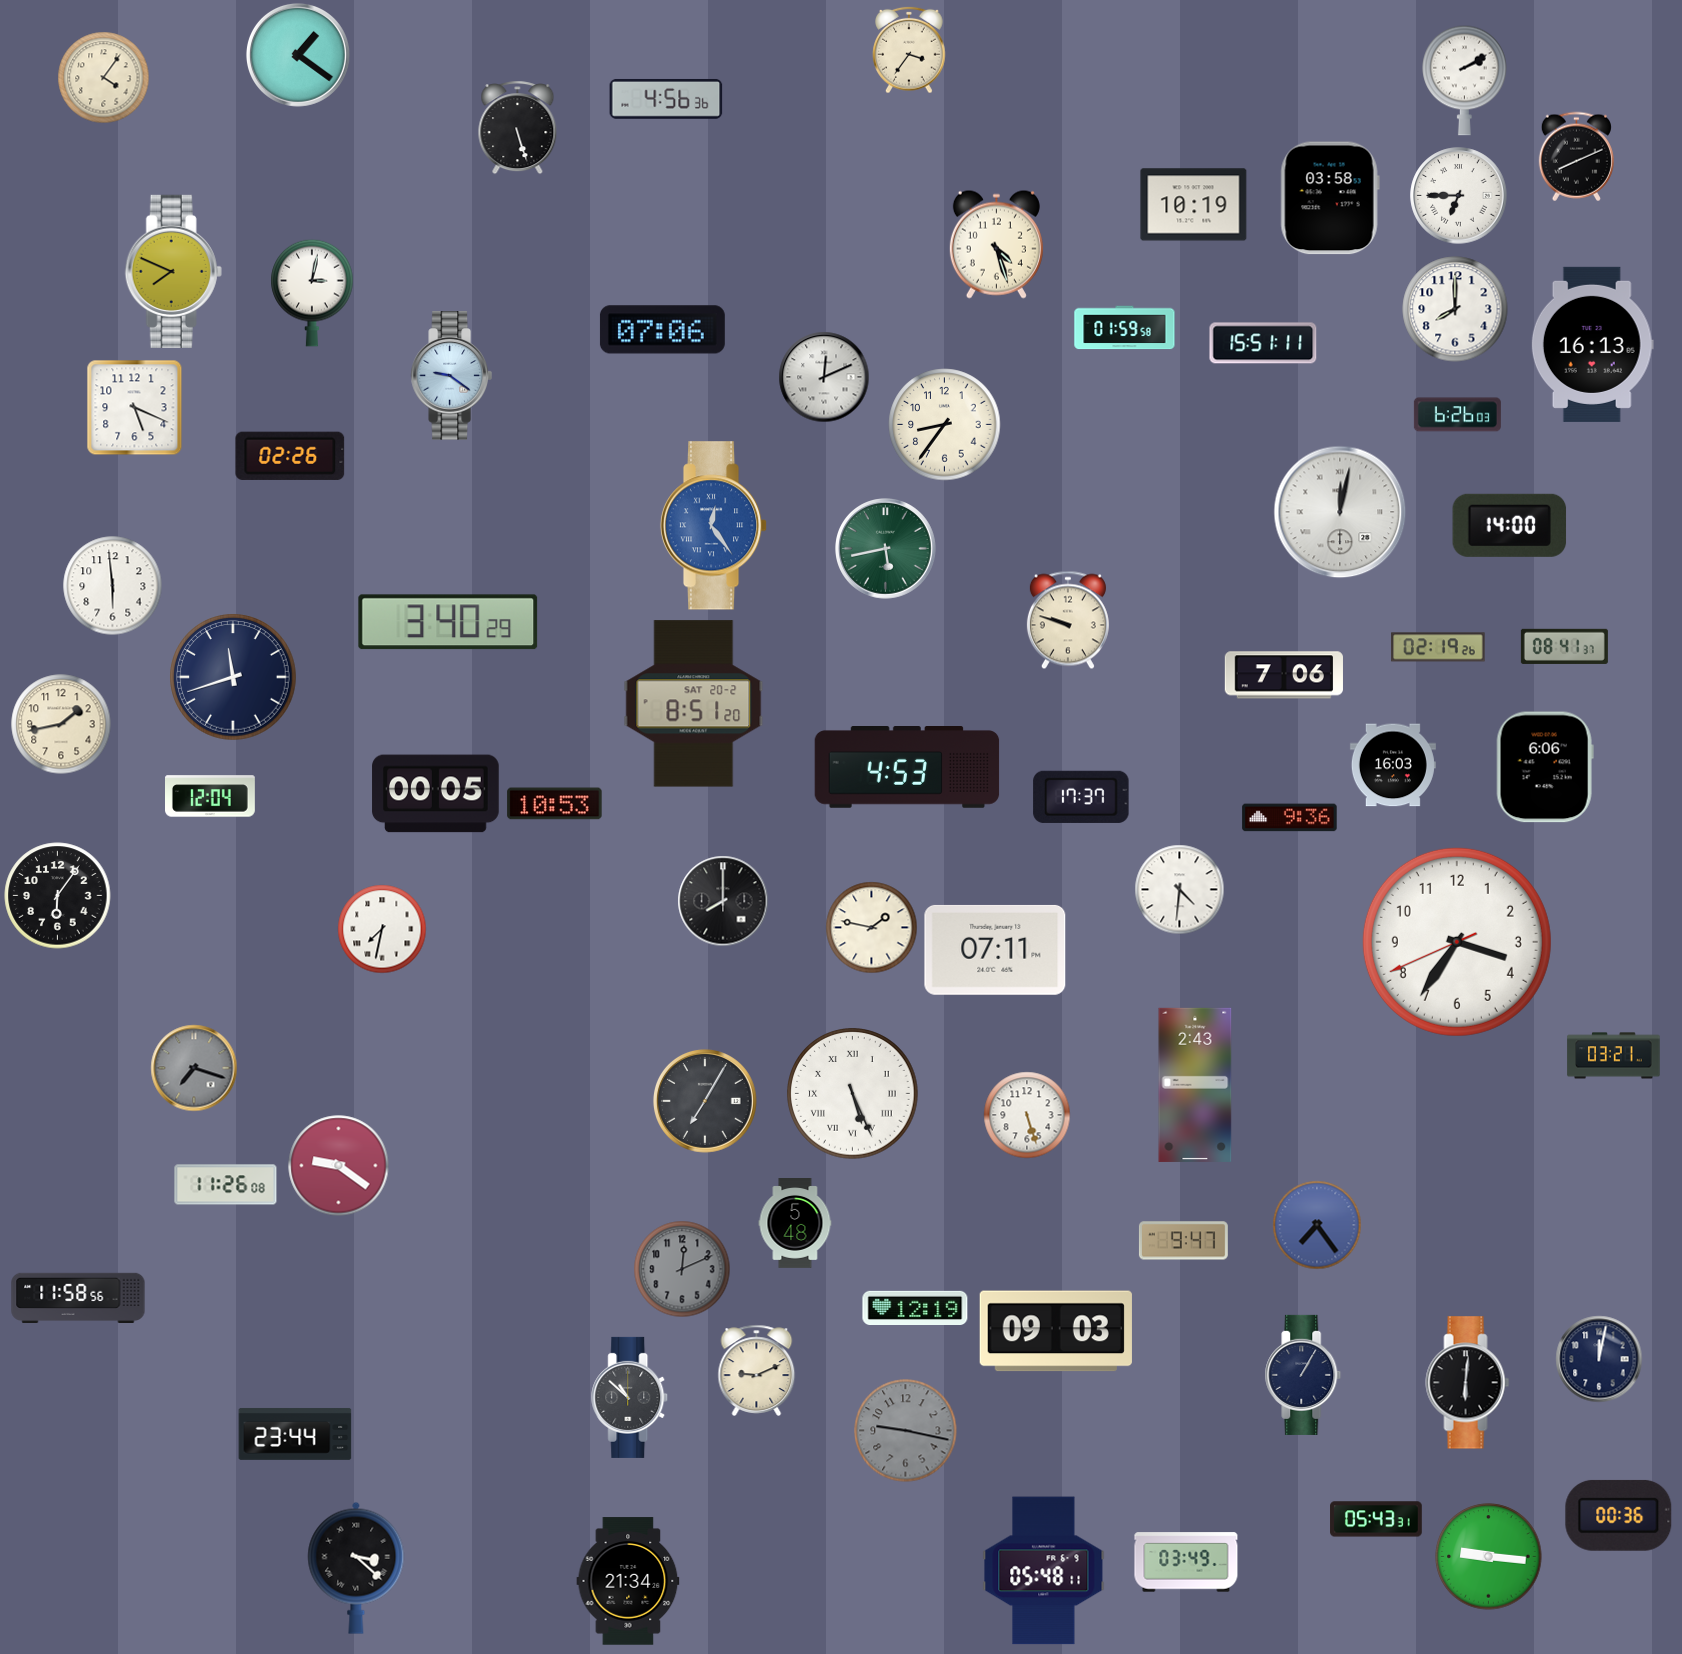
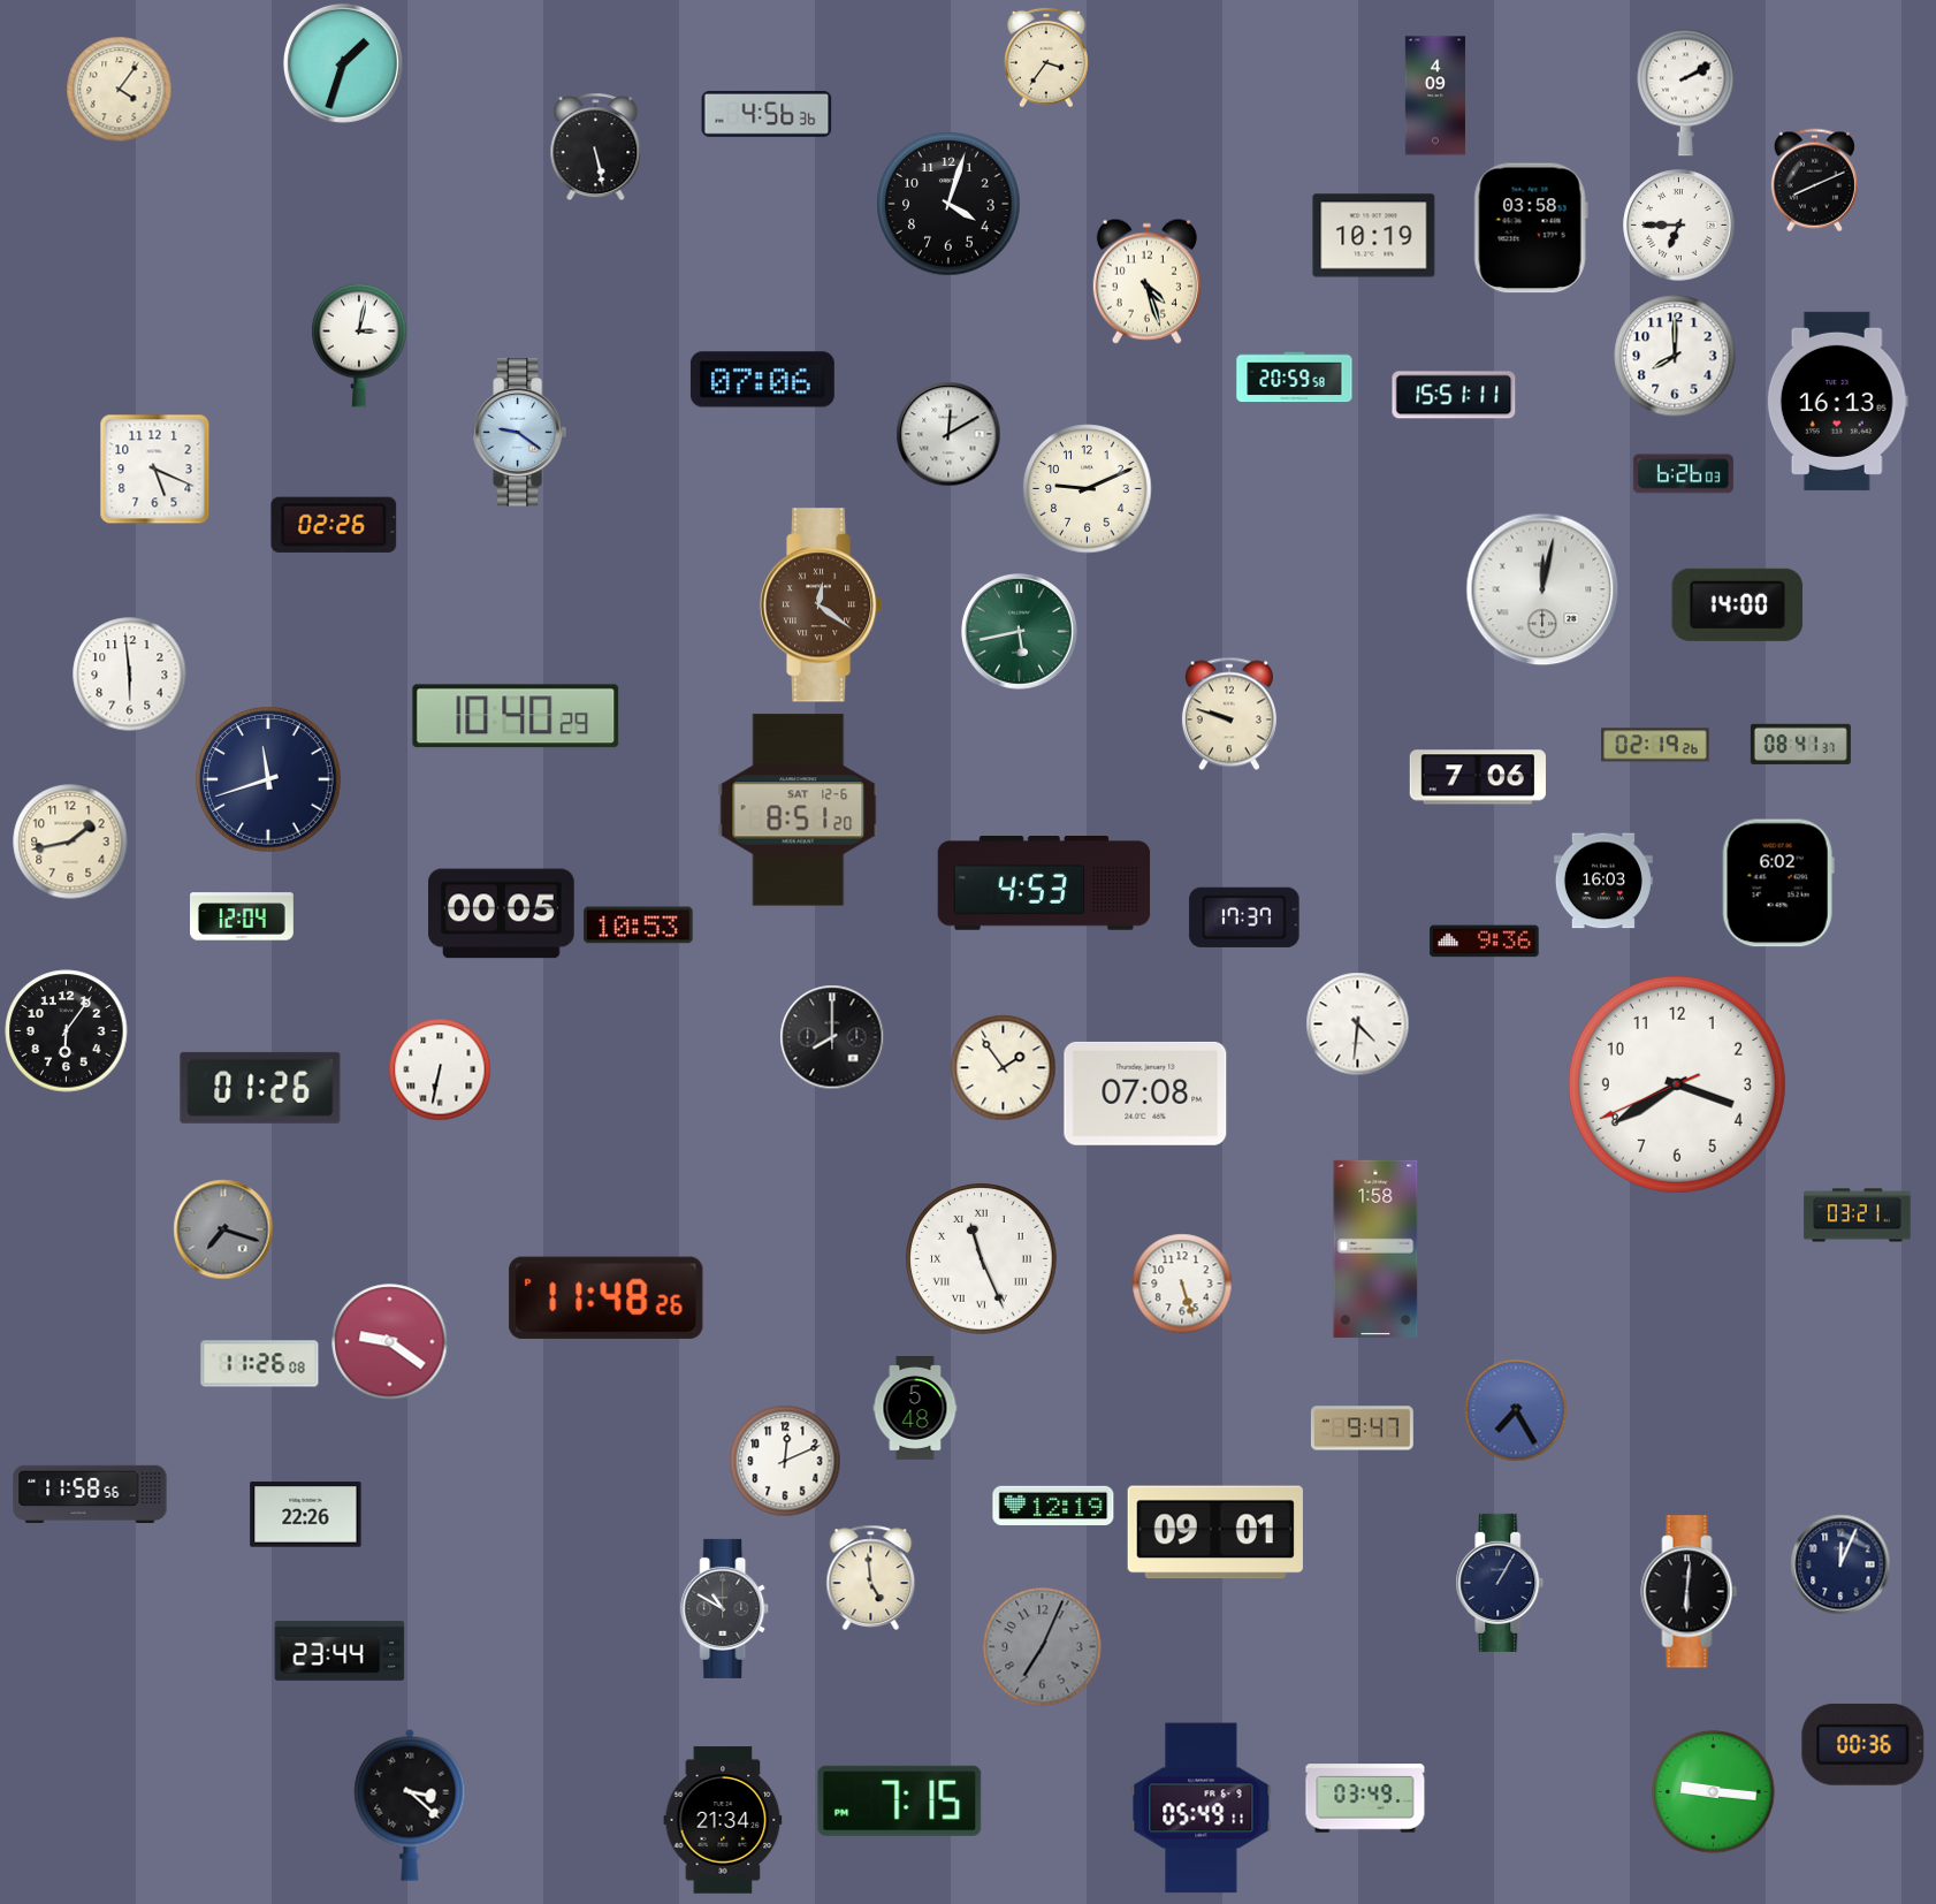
clock at (298, 55): 1:21 -> 1:33
clock at (1434, 96): none -> 4:09
clock at (518, 128): 5:27 -> 5:28
clock at (948, 204): none -> 4:03
clock at (173, 271): 7:49 -> none
clock at (312, 293) position: (312, 293) -> (359, 345)
clock at (1125, 328): 01:59 -> 20:59
clock at (1592, 344) position: (1592, 344) -> (1837, 401)
clock at (824, 377): 12:11 -> 12:10
clock at (1457, 415) position: (1457, 415) -> (1683, 474)
clock at (945, 425): 8:36 -> 9:11
clock at (714, 526): 12:24 -> 12:21
clock at (714, 526) dial: blue -> brown
clock at (448, 622): 3:40 -> 10:40
clock at (694, 704) date: SAT 20-2 -> SAT 12-6
clock at (61, 724) position: (61, 724) -> (70, 841)
clock at (1545, 767): 6:06 -> 6:02
clock at (872, 928): 1:47 -> 1:54
clock at (382, 929): 7:32 -> 6:32
clock at (1457, 942): 3:35 -> 3:39
clock at (260, 1088): none -> 01:26
clock at (995, 950): 07:11 -> 07:08
clock at (1195, 1085): 2:43 -> 1:58
clock at (853, 1094): 5:26 -> 11:26
clock at (705, 1101): 7:05 -> none
clock at (607, 1297): none -> 11:48
clock at (1317, 1225): 7:24 -> 7:25
clock at (682, 1269) dial: grey -> white
clock at (306, 1515): none -> 22:26
clock at (1056, 1331): 09:03 -> 09:01
clock at (1599, 1359): 12:02 -> 12:04
clock at (757, 1370): 9:11 -> 4:59
clock at (630, 1397): 10:52 -> 10:50
clock at (906, 1431): 9:17 -> 7:04
clock at (1376, 1519): 05:43 -> none
clock at (900, 1800): none -> 7:15
clock at (1044, 1571): 05:48 -> 05:49
